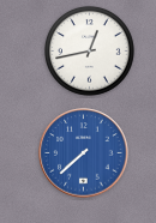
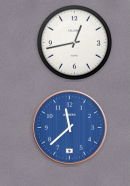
clock at (84, 153): 7:38 -> 11:38
